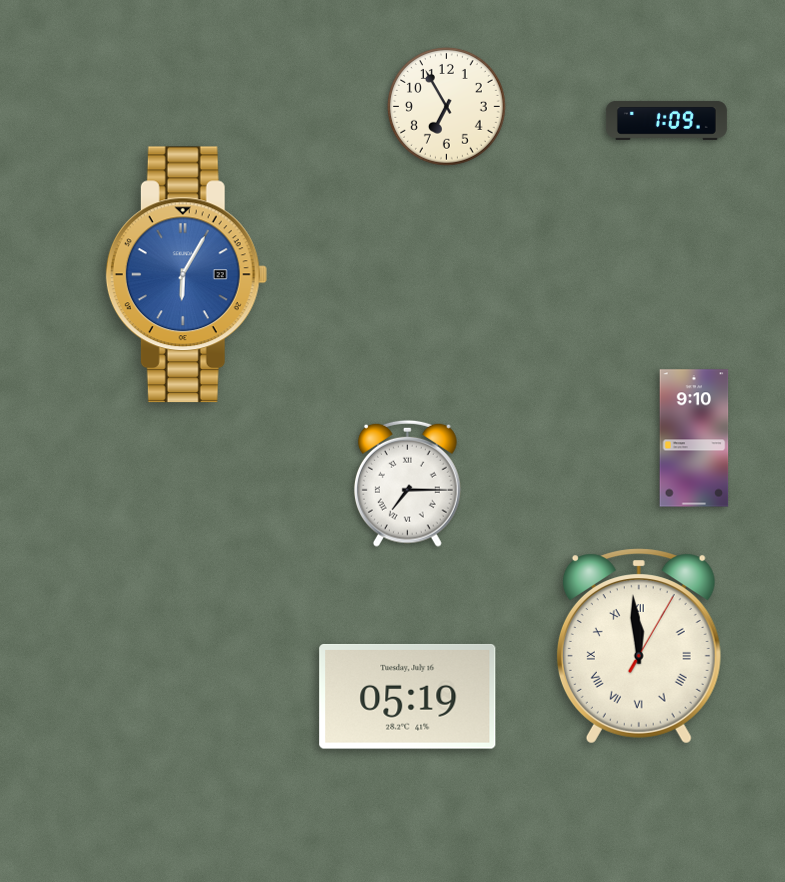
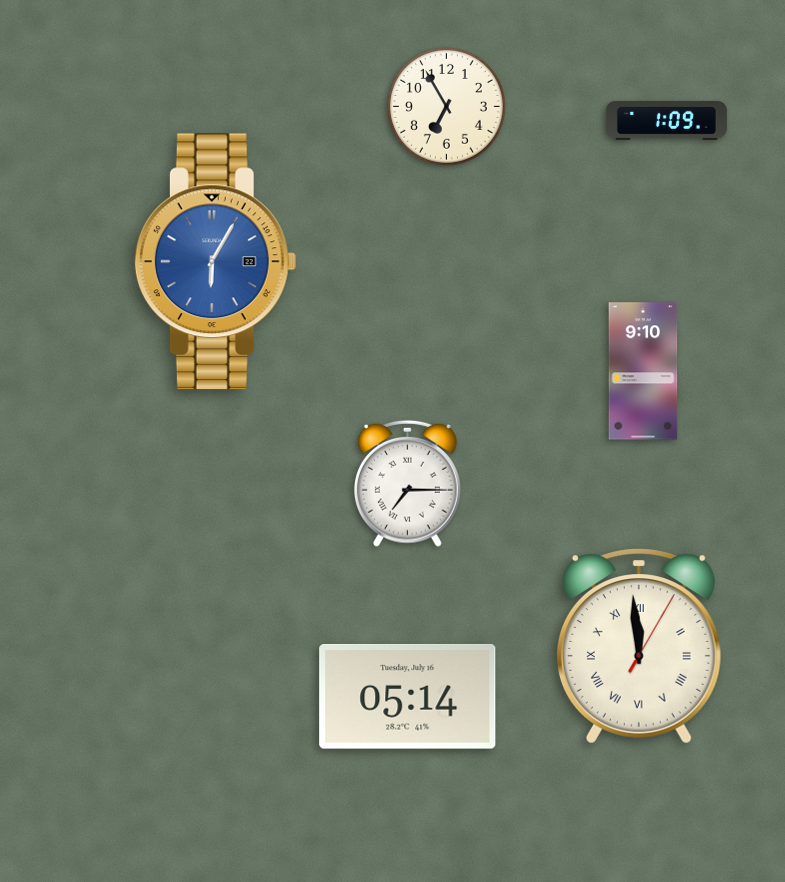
clock at (186, 275) position: (186, 275) -> (215, 262)
clock at (694, 438) position: (694, 438) -> (643, 371)
clock at (408, 696): 05:19 -> 05:14
